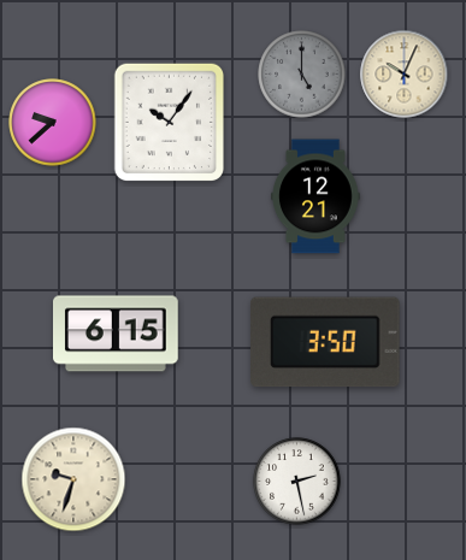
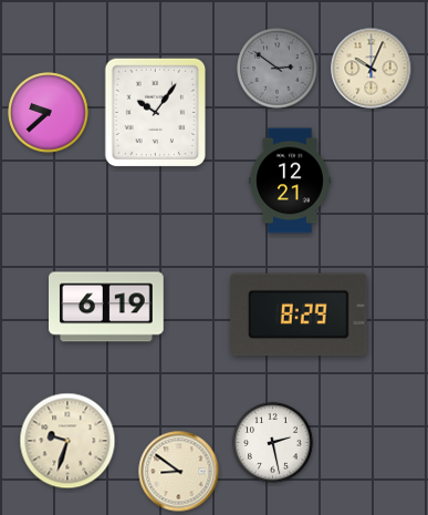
clock at (302, 75): 5:00 -> 2:51
clock at (117, 334): 6:15 -> 6:19
clock at (325, 342): 3:50 -> 8:29
clock at (179, 472): none -> 8:51
